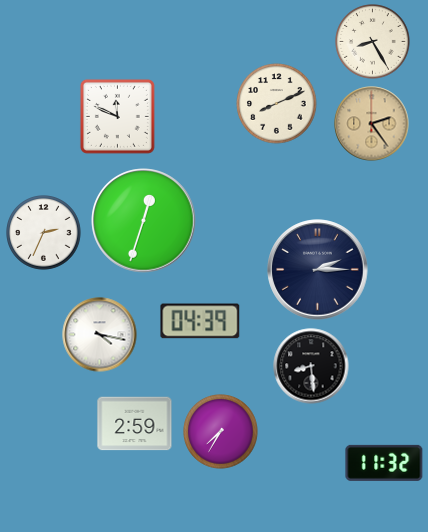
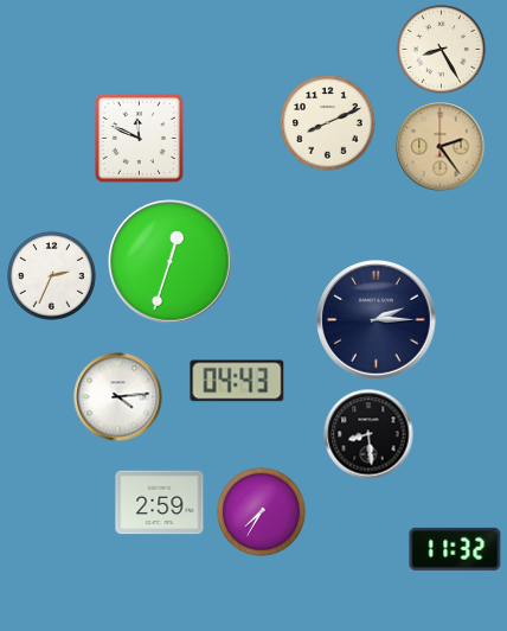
clock at (200, 321): 04:39 -> 04:43
clock at (100, 335): 4:17 -> 4:14
